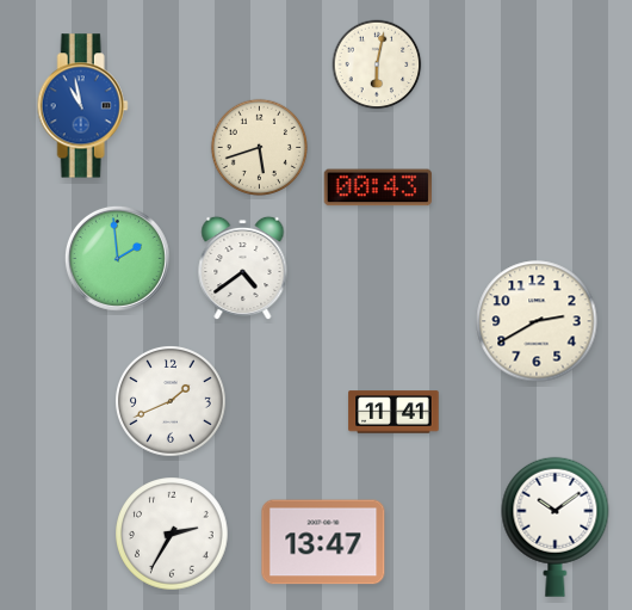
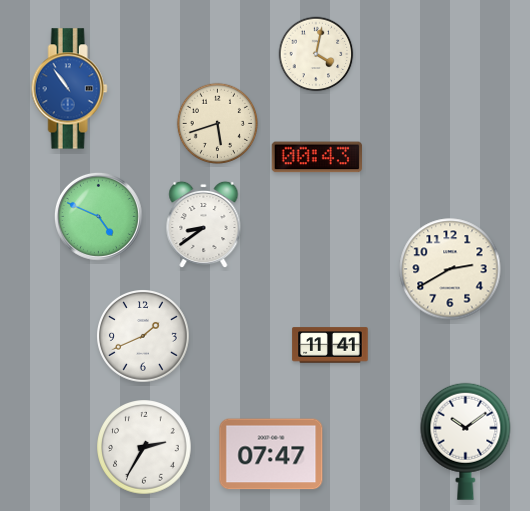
clock at (377, 64): 6:02 -> 4:02
clock at (82, 106): 10:58 -> 10:54
clock at (117, 258): 1:59 -> 4:49
clock at (243, 269): 4:39 -> 8:39
clock at (323, 542): 13:47 -> 07:47
